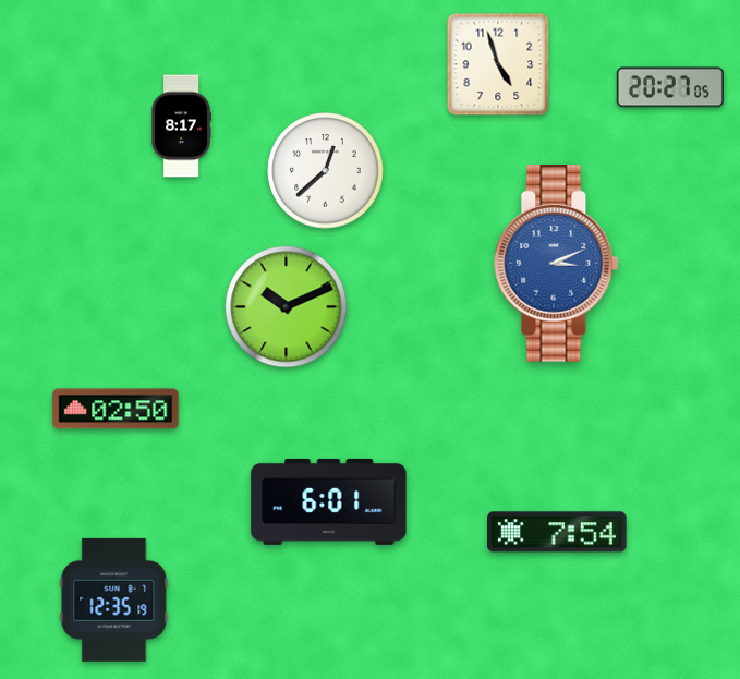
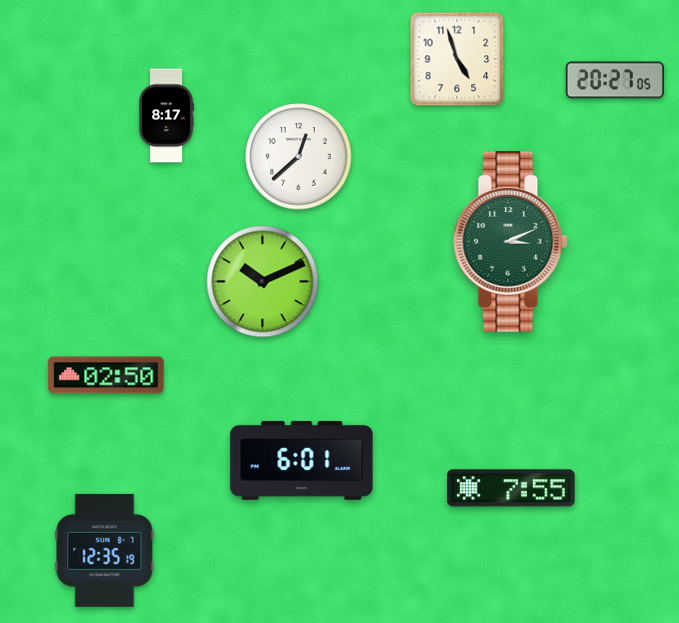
clock at (557, 264) dial: blue -> green
clock at (558, 532): 7:54 -> 7:55
